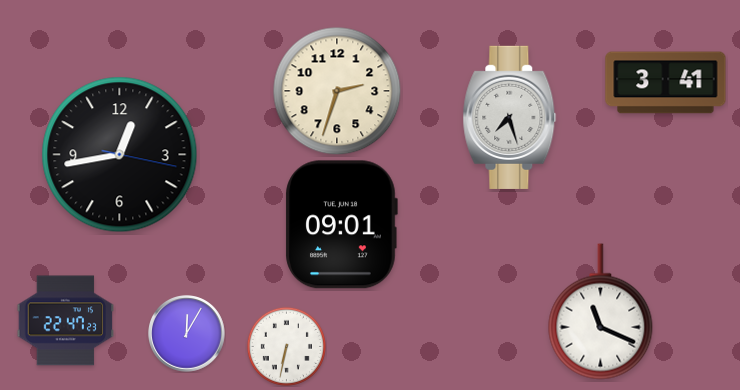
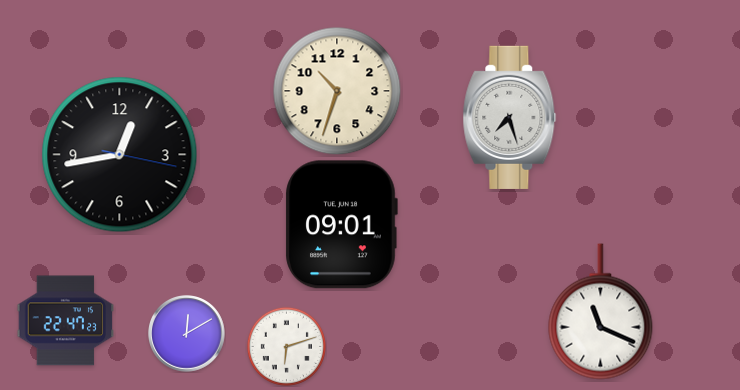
clock at (666, 83): 3:41 -> none
clock at (337, 91): 2:33 -> 10:33
clock at (187, 334): 12:05 -> 12:10
clock at (286, 346): 6:32 -> 6:12
